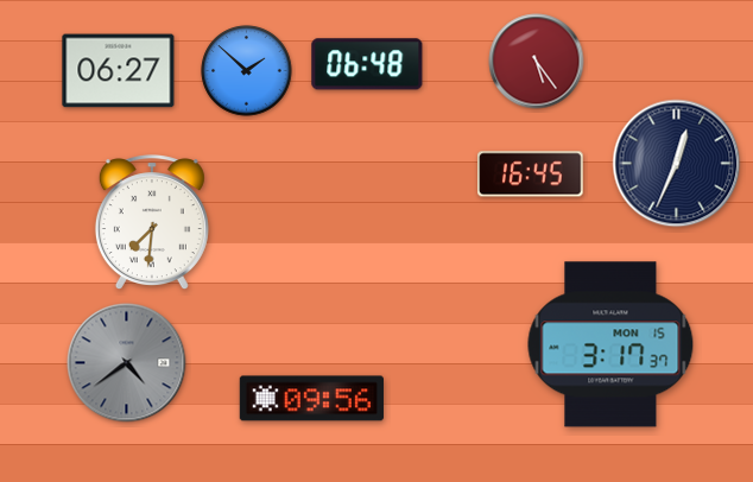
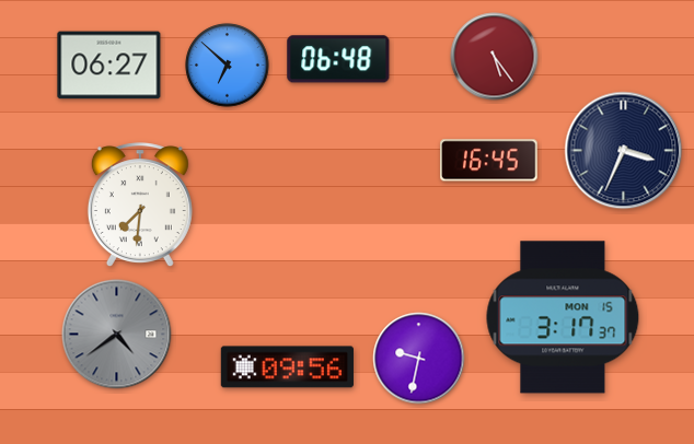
clock at (247, 71): 1:52 -> 6:52
clock at (677, 164): 12:34 -> 3:34
clock at (419, 359): none -> 9:32
